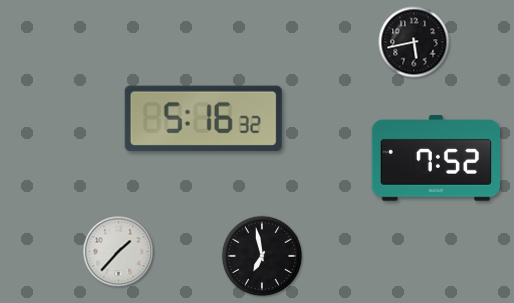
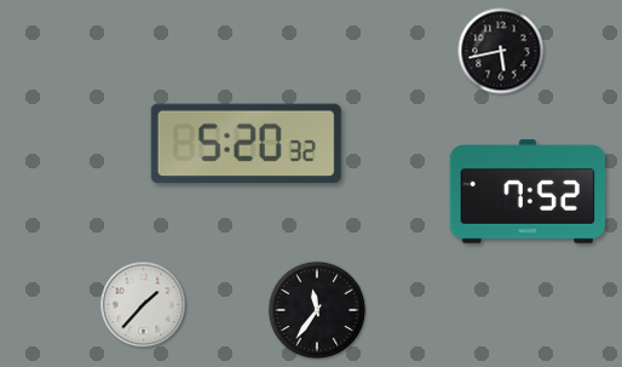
clock at (203, 118): 5:16 -> 5:20
clock at (262, 256): 6:58 -> 11:36
